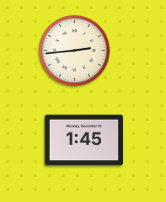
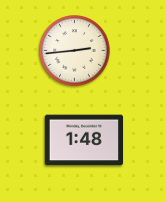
clock at (84, 140): 1:45 -> 1:48
